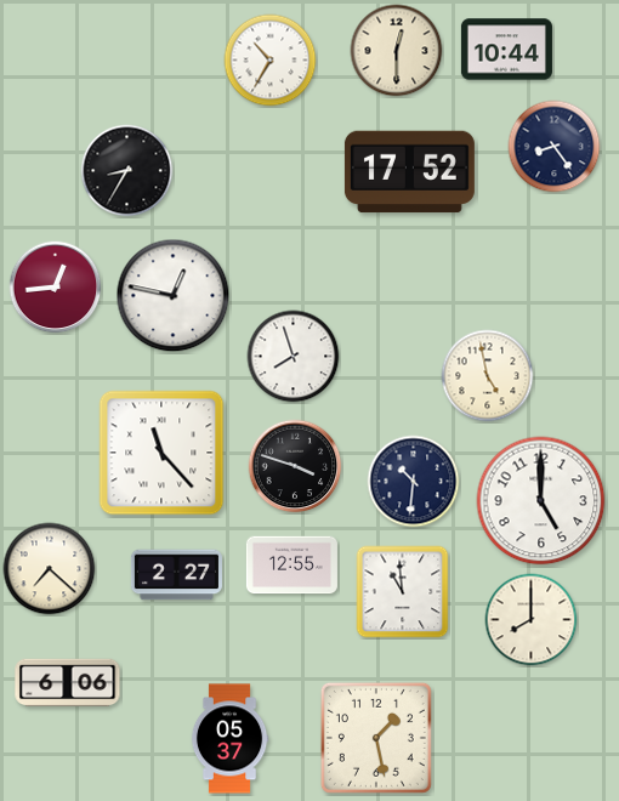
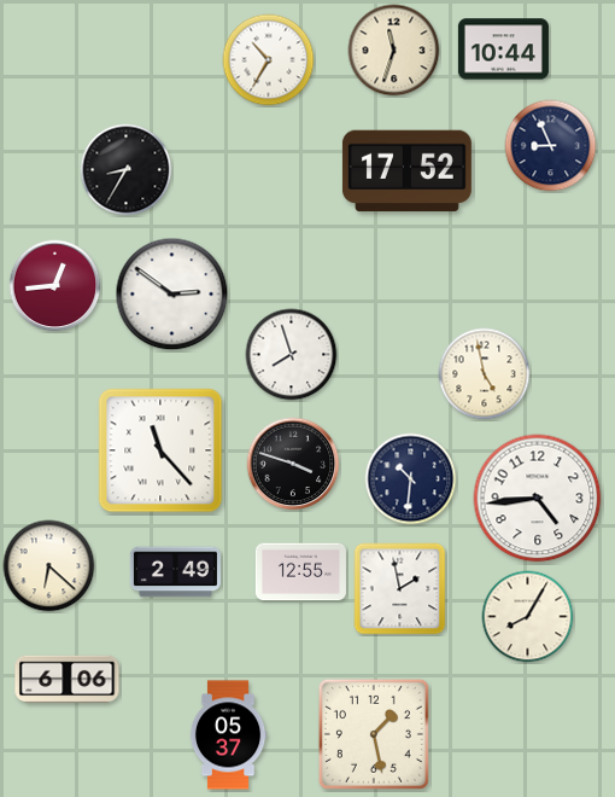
clock at (397, 51): 12:30 -> 11:33
clock at (555, 147): 8:24 -> 8:56
clock at (174, 296): 12:47 -> 2:51
clock at (541, 501): 5:00 -> 4:44
clock at (291, 566) position: (291, 566) -> (300, 572)
clock at (50, 569): 7:22 -> 6:22
clock at (176, 575): 2:27 -> 2:49
clock at (403, 592): 10:59 -> 1:58
clock at (532, 620): 8:00 -> 8:05
